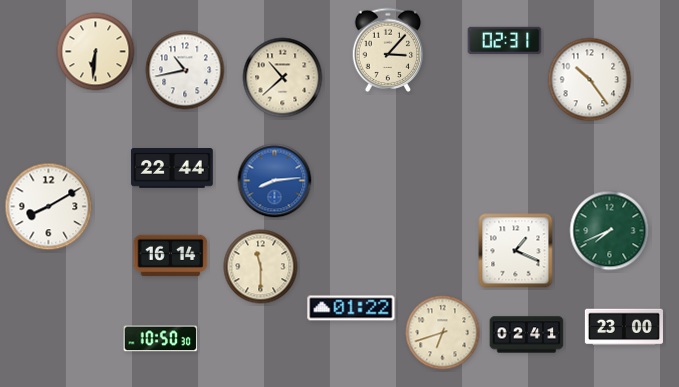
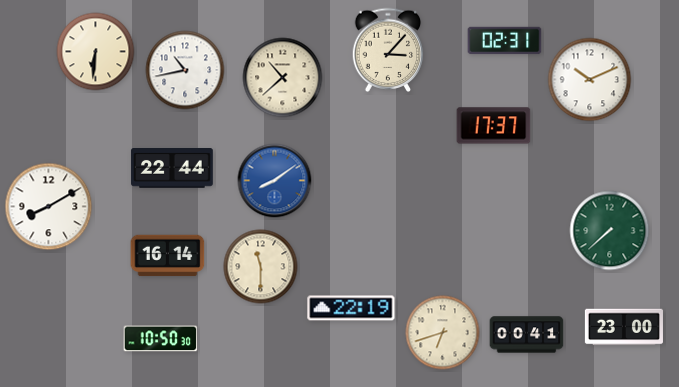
clock at (590, 80): 10:24 -> 10:11
clock at (494, 126): none -> 17:37
clock at (275, 181): 8:14 -> 8:09
clock at (610, 231): 7:41 -> 7:38
clock at (516, 251): 1:19 -> none
clock at (171, 256) position: (171, 256) -> (168, 256)
clock at (351, 308): 01:22 -> 22:19
clock at (527, 335): 02:41 -> 00:41
